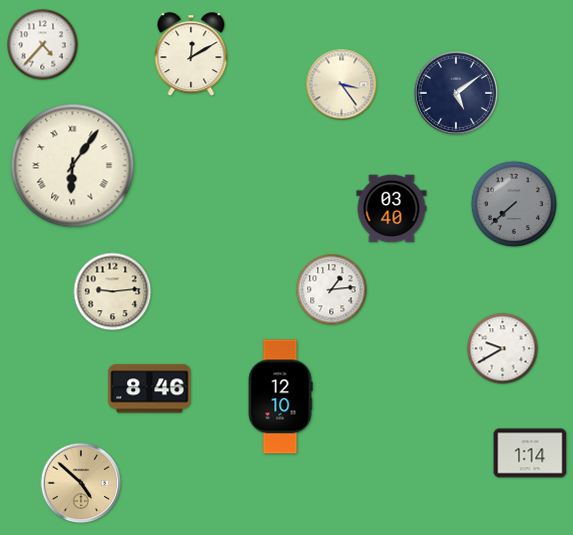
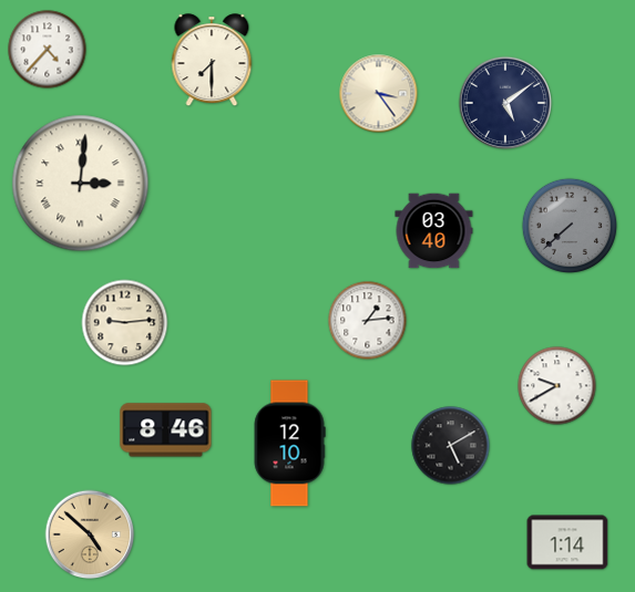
clock at (191, 55): 12:10 -> 7:30
clock at (73, 166): 6:06 -> 3:01
clock at (280, 397) position: (280, 397) -> (289, 444)
clock at (451, 446): none -> 5:10
clock at (530, 453) position: (530, 453) -> (567, 542)
